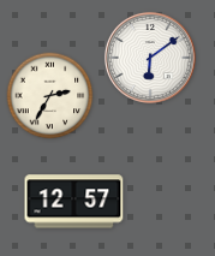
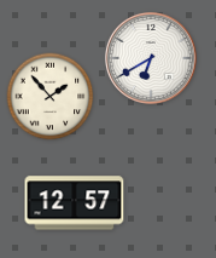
clock at (150, 58): 6:09 -> 6:40
clock at (50, 96): 2:35 -> 1:53
